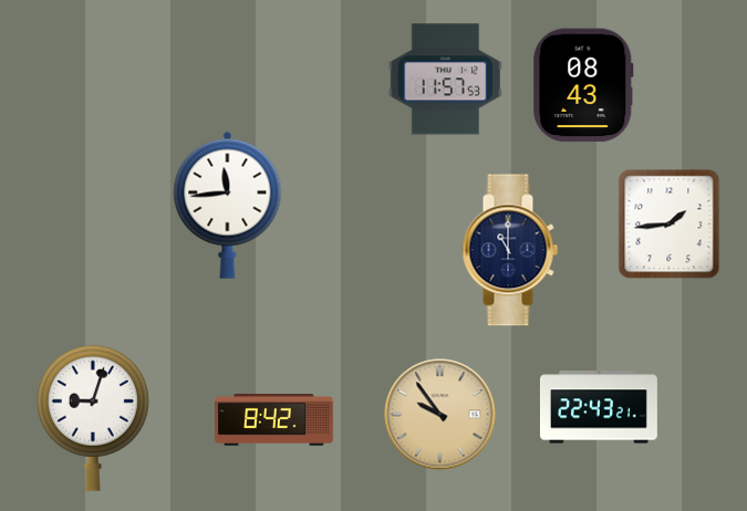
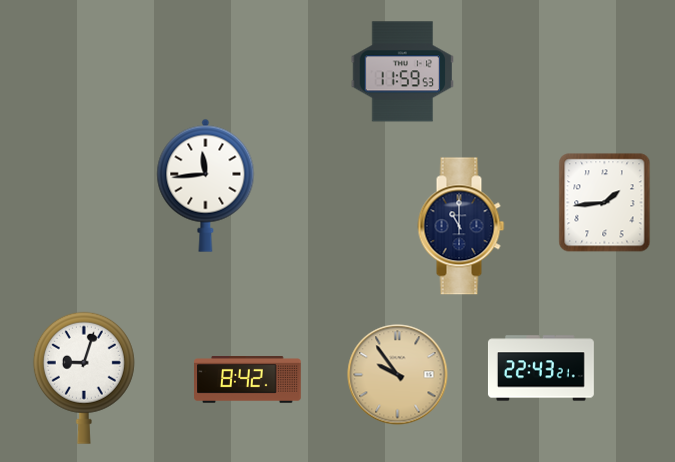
clock at (446, 80): 11:57 -> 11:59
clock at (583, 85): 08:43 -> none
